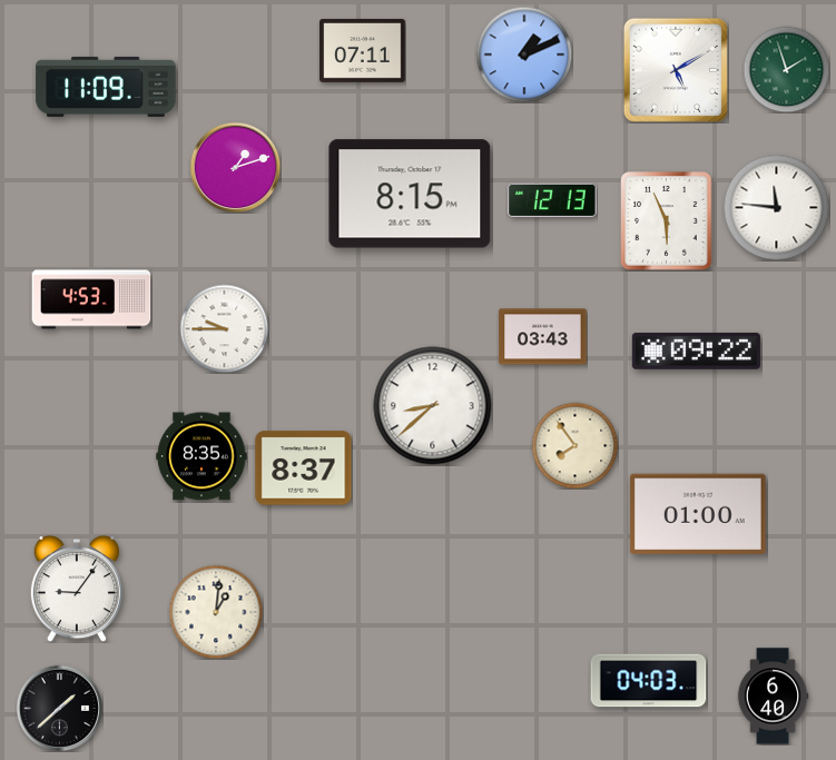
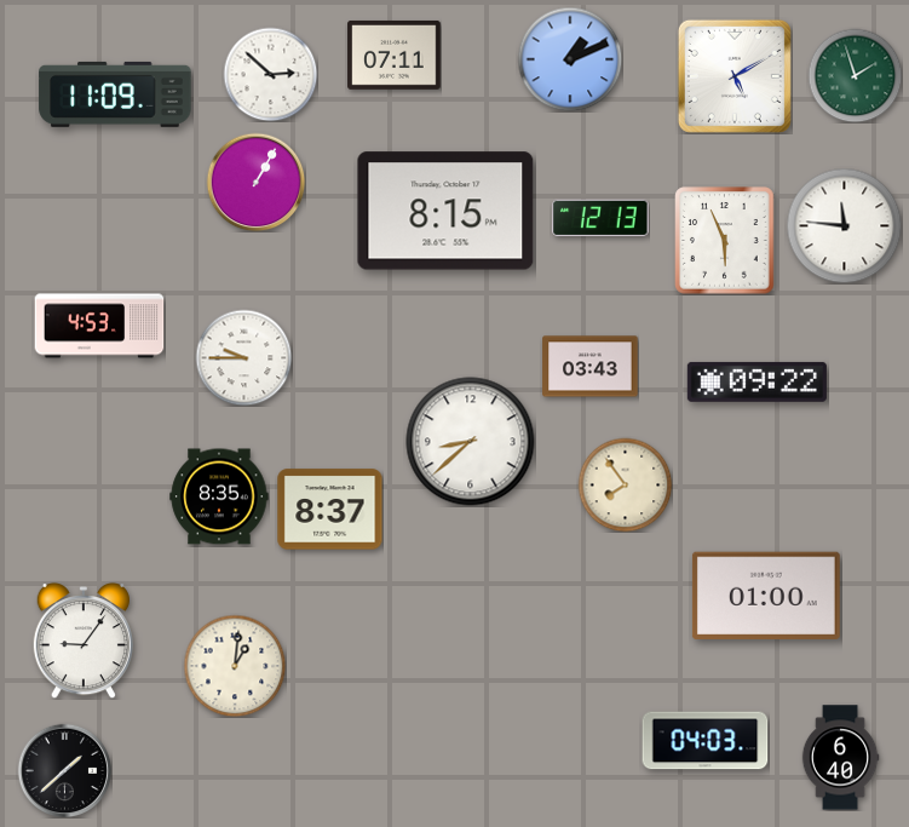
clock at (270, 74): none -> 2:52
clock at (235, 167): 1:12 -> 1:05
clock at (698, 513) position: (698, 513) -> (766, 595)
